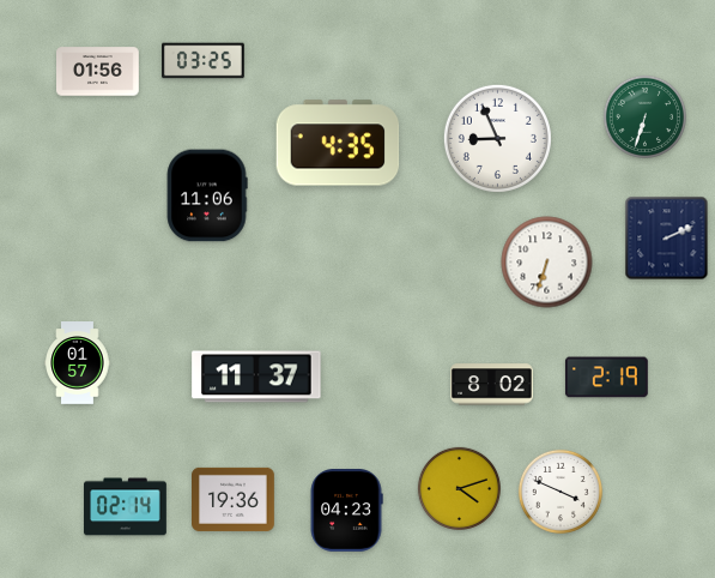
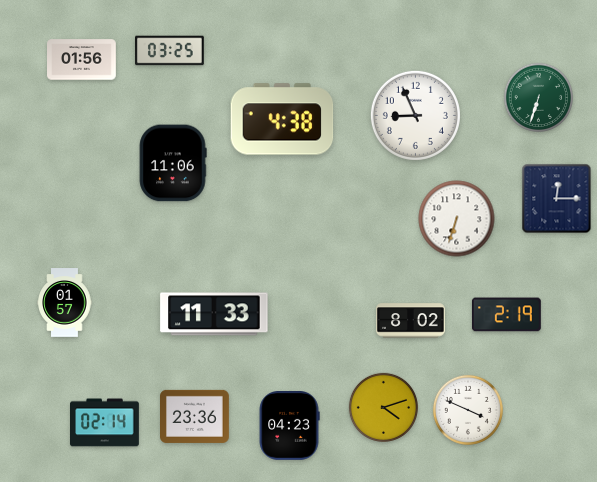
clock at (338, 143): 4:35 -> 4:38
clock at (667, 239): 2:11 -> 12:15
clock at (256, 377): 11:37 -> 11:33
clock at (234, 499): 19:36 -> 23:36
